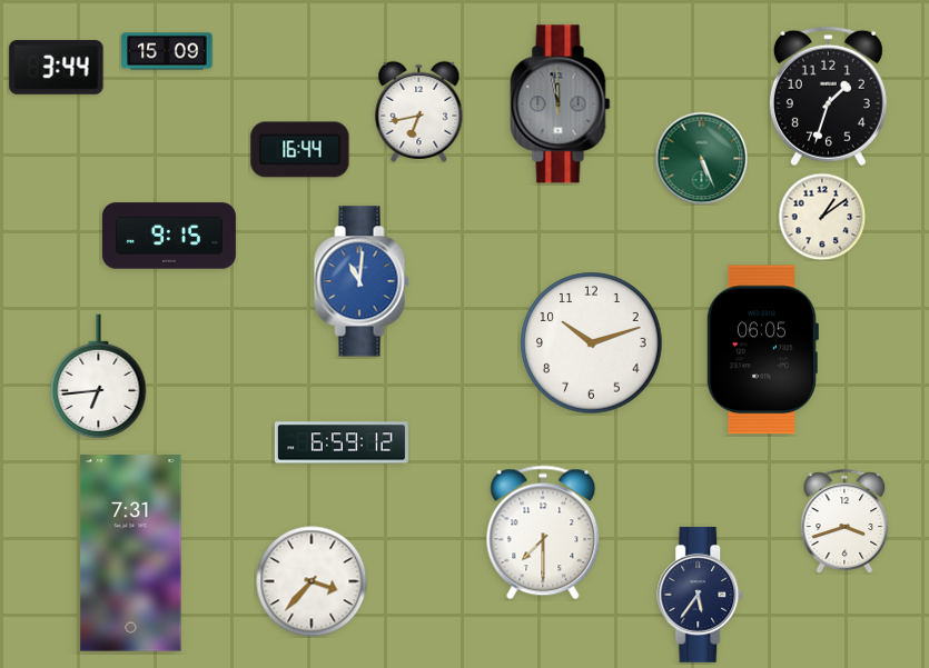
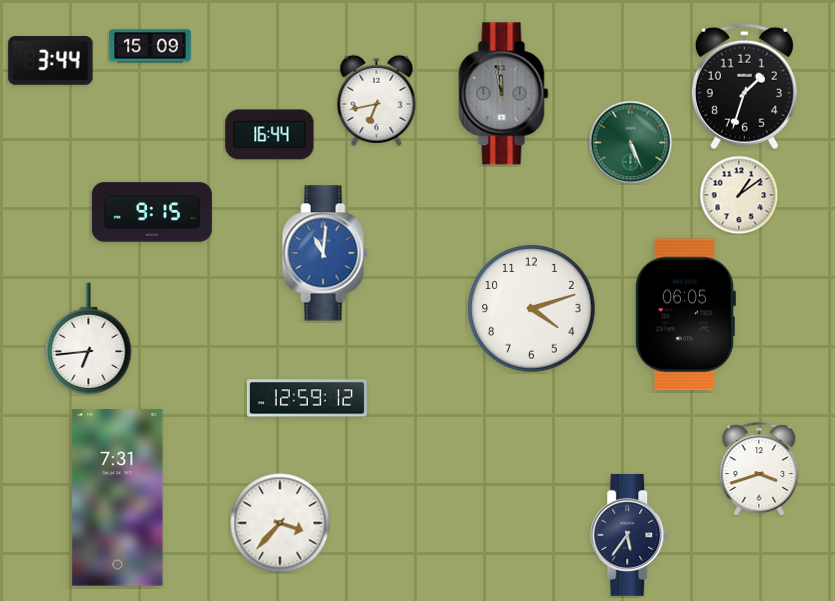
clock at (592, 343): 10:12 -> 4:12
clock at (342, 442): 6:59 -> 12:59
clock at (543, 532): 7:30 -> none
